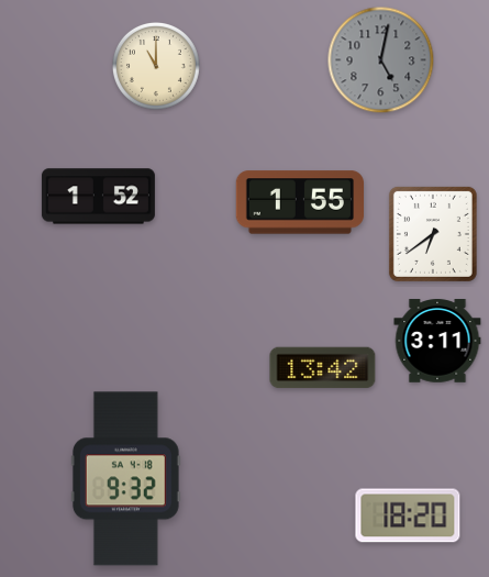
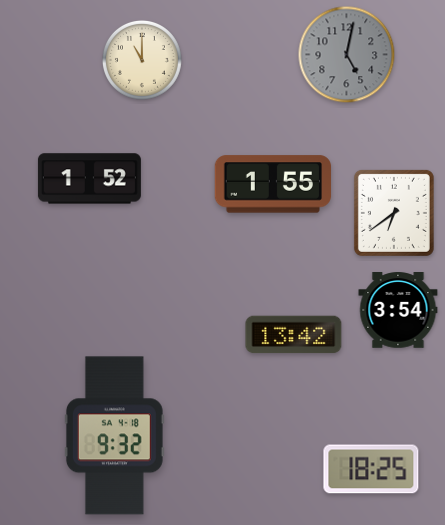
clock at (437, 341): 3:11 -> 3:54
clock at (408, 515): 18:20 -> 18:25
